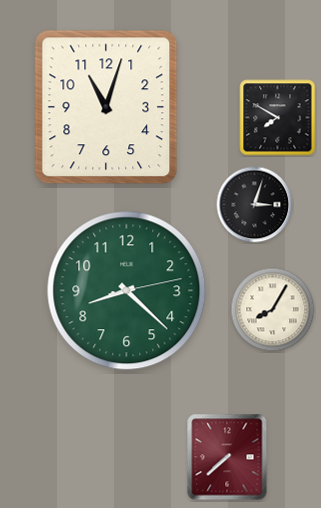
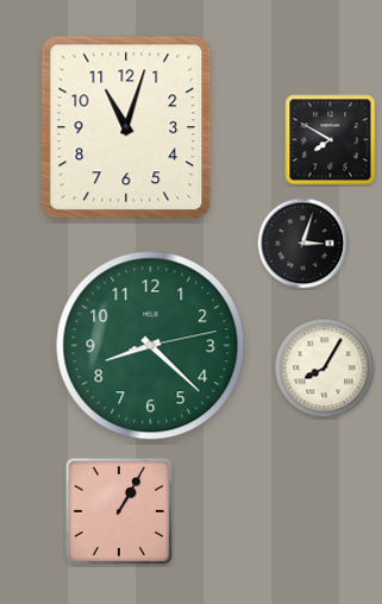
clock at (118, 510): none -> 1:05
clock at (227, 457): 7:38 -> none
